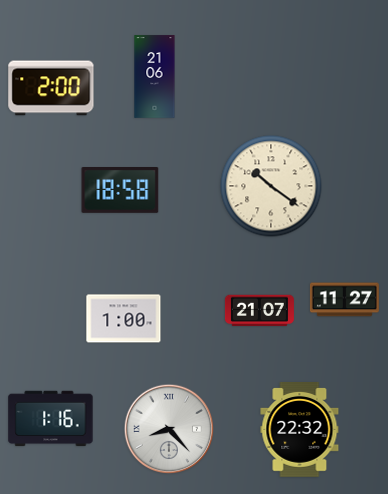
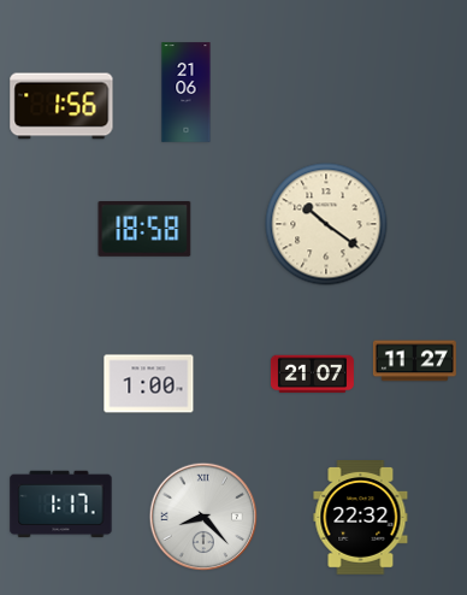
clock at (51, 88): 2:00 -> 1:56
clock at (51, 419): 1:16 -> 1:17
